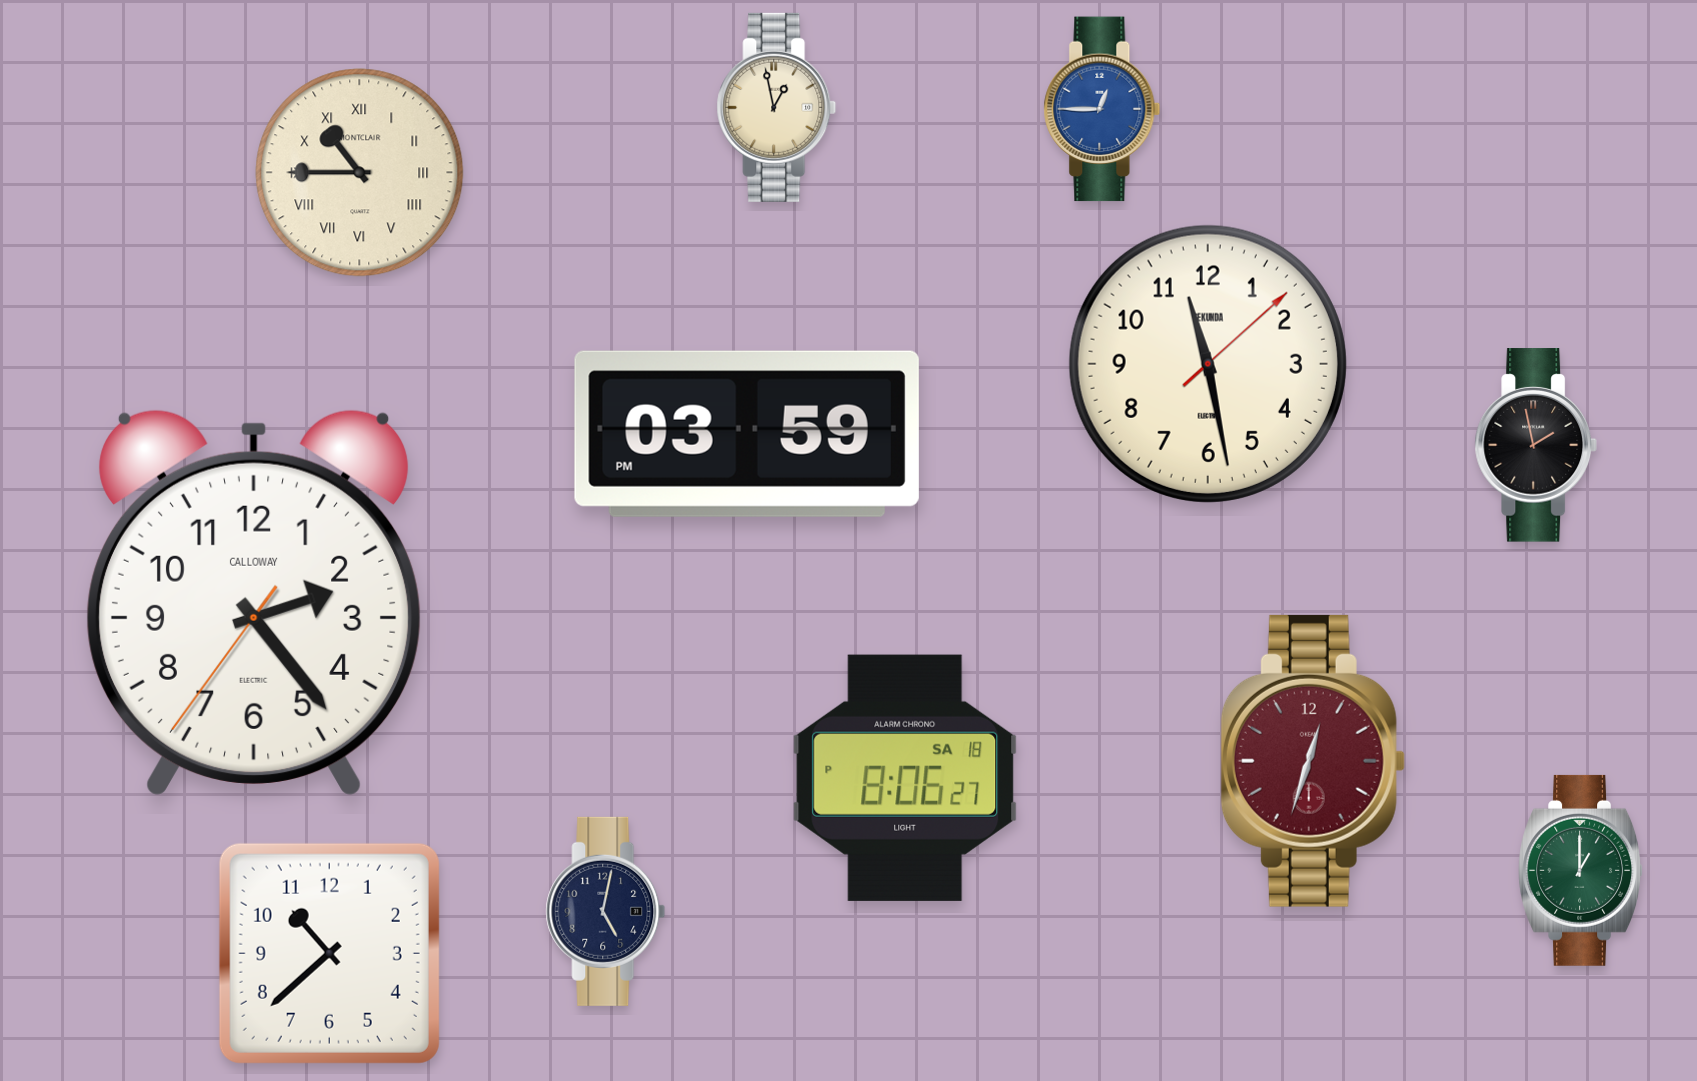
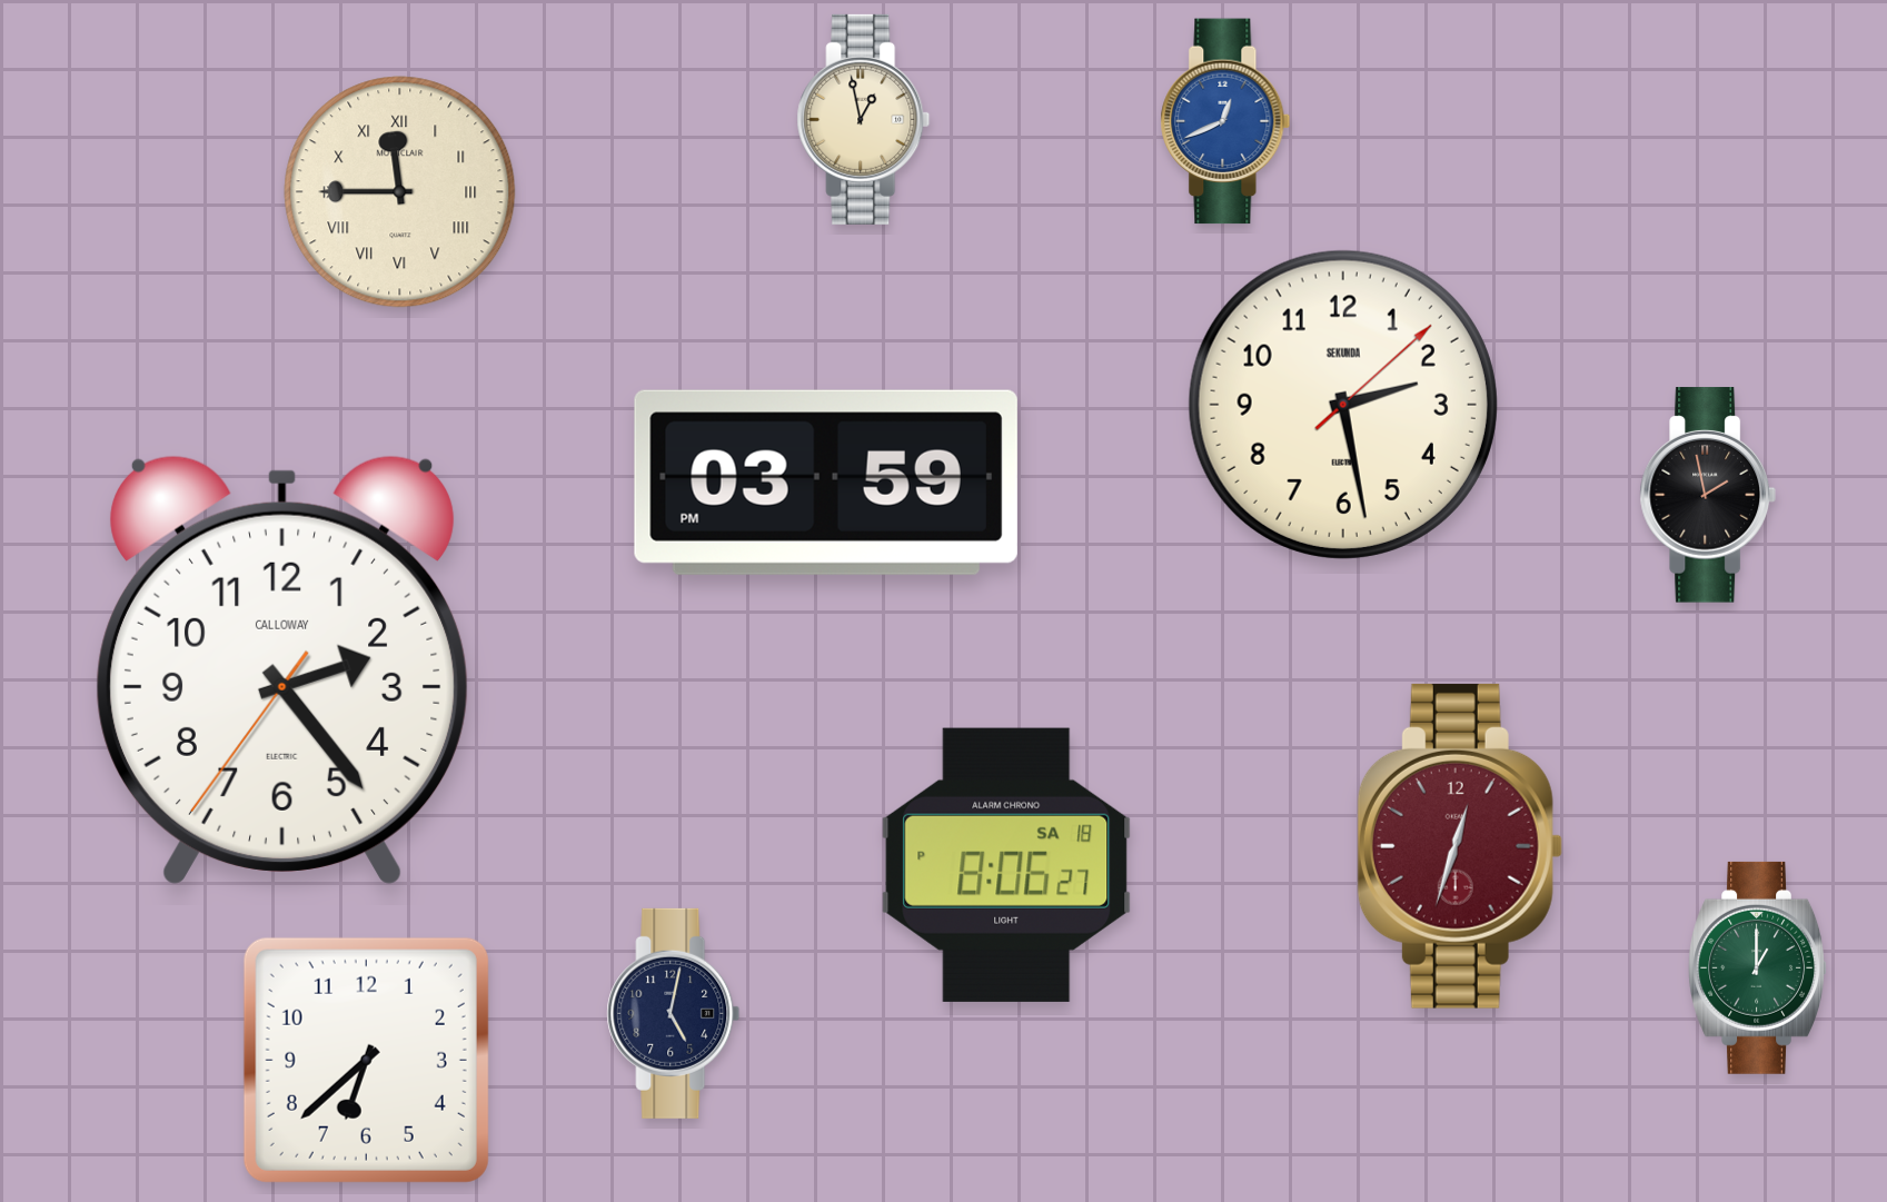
clock at (1102, 109): 12:45 -> 12:41
clock at (360, 173): 10:45 -> 11:45
clock at (1208, 364): 11:28 -> 2:28
clock at (747, 434) position: (747, 434) -> (826, 483)
clock at (329, 953): 10:38 -> 6:38
